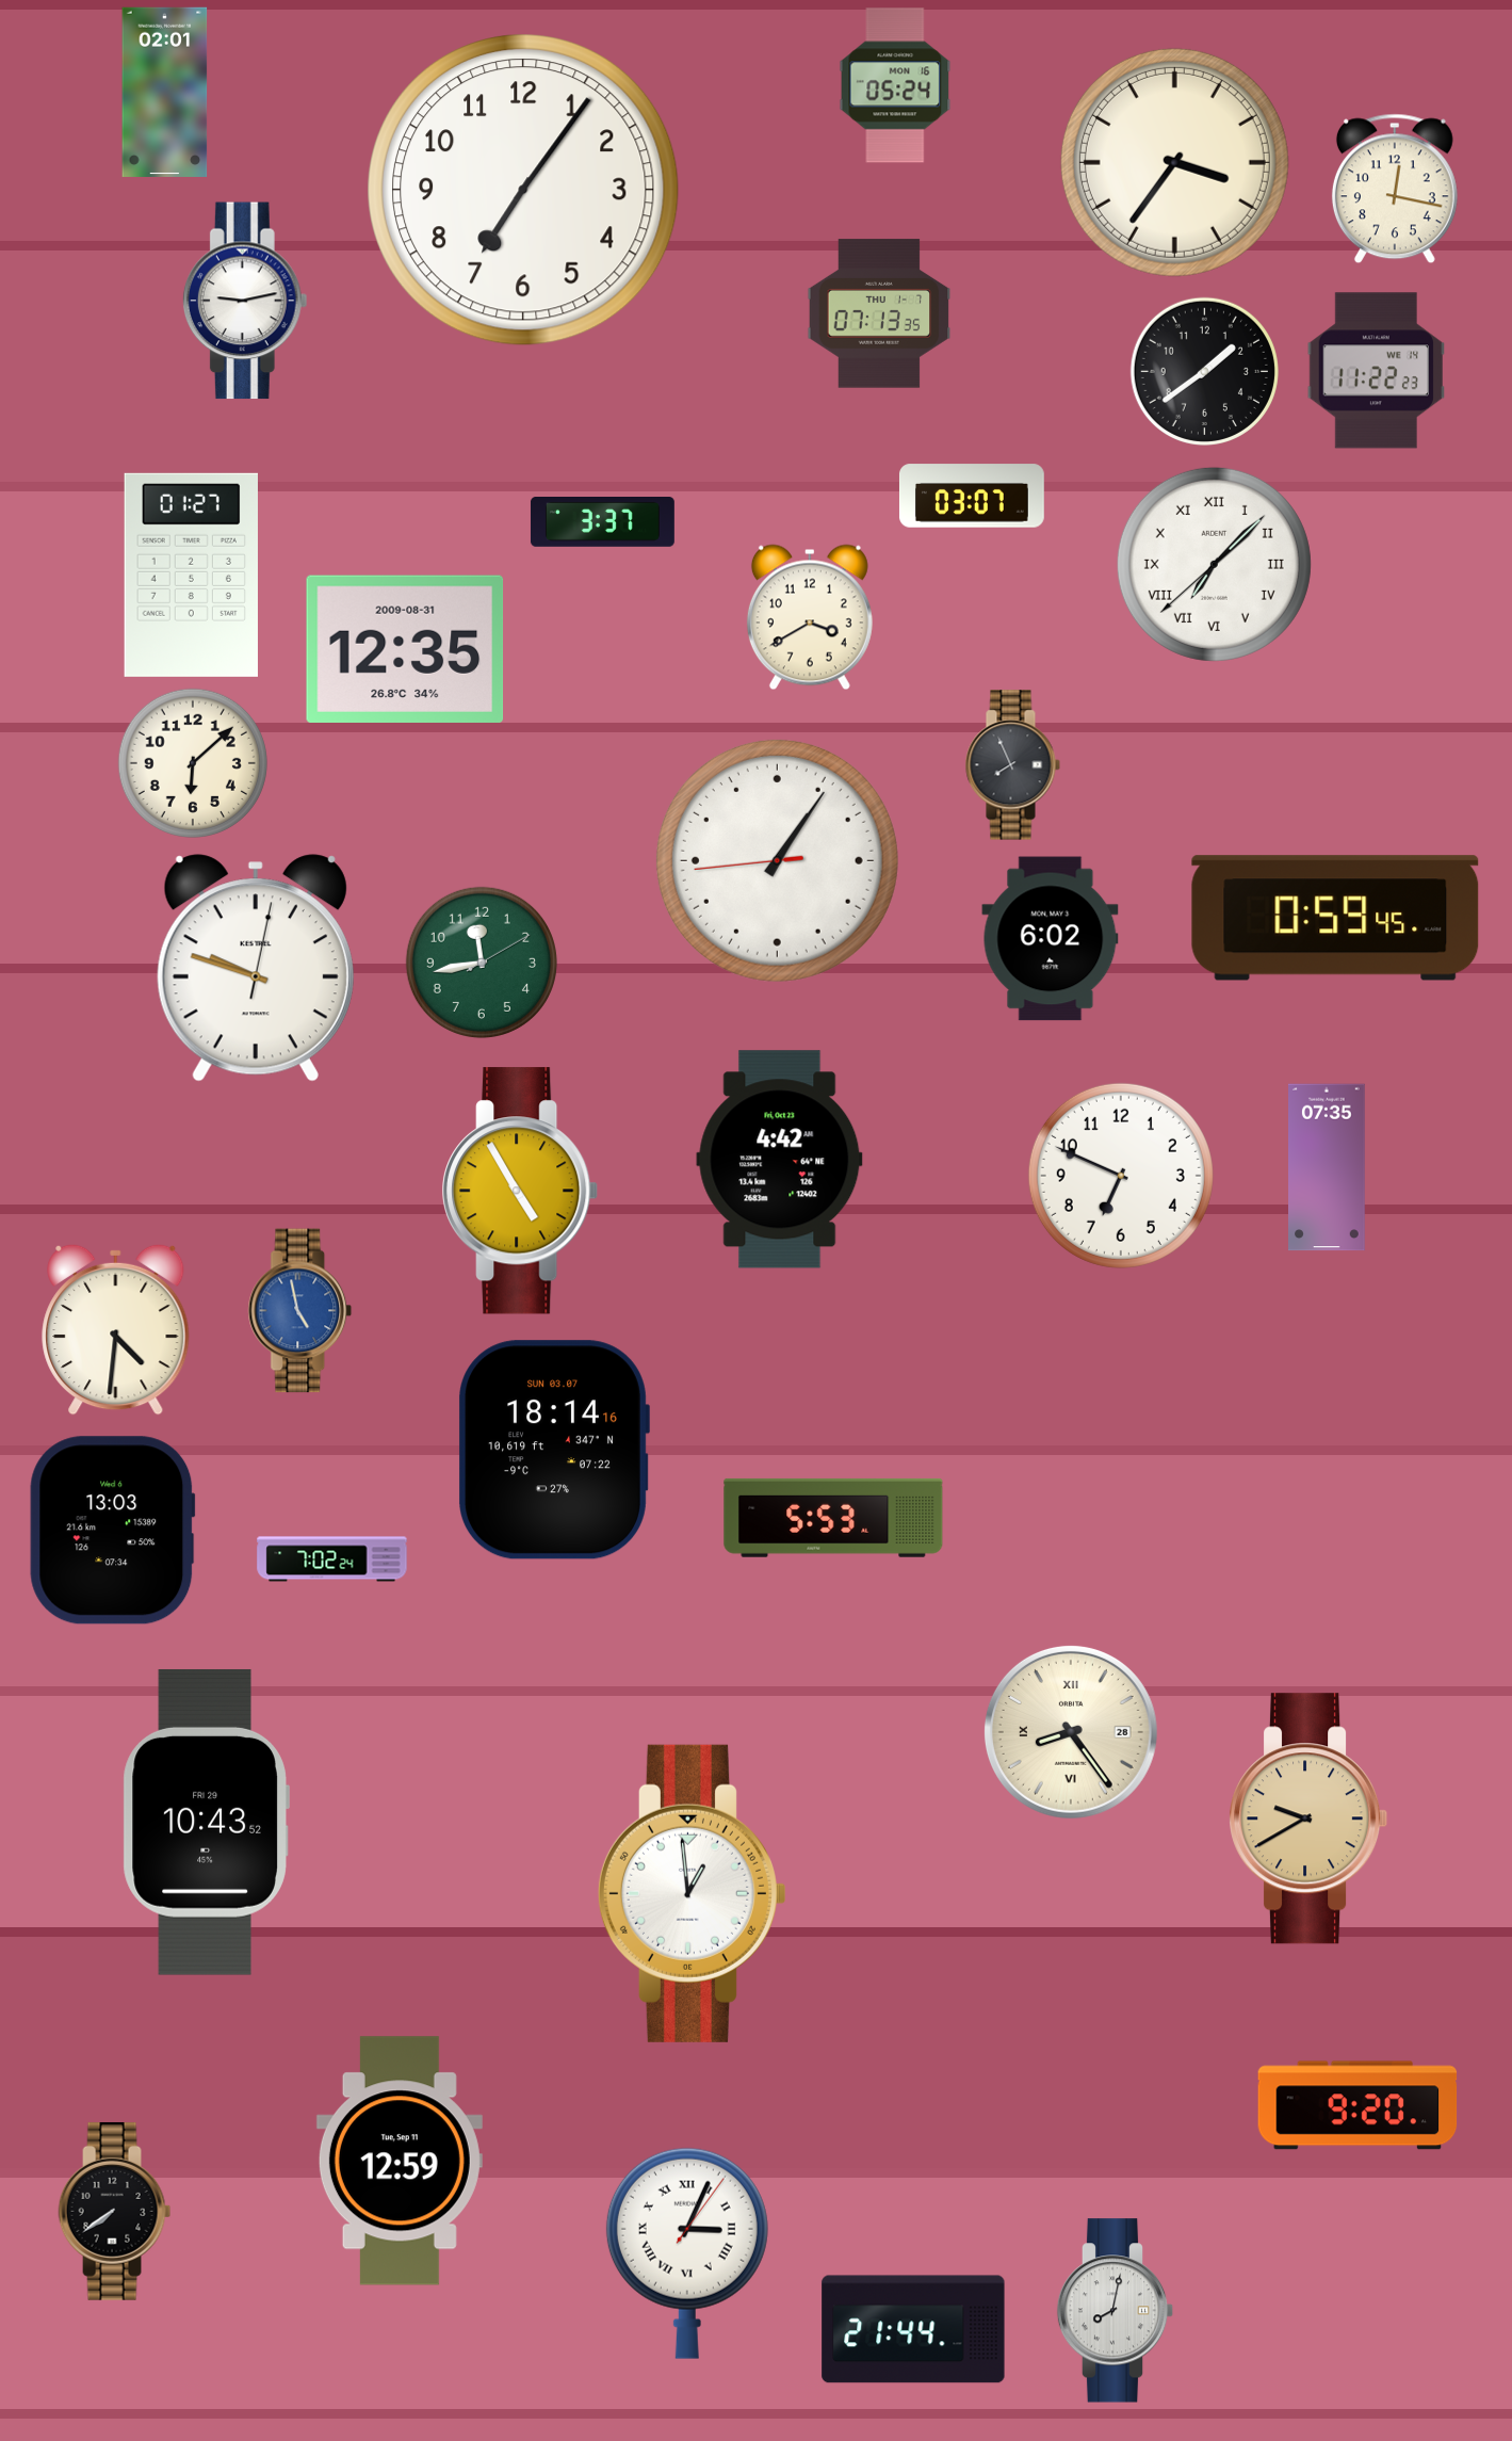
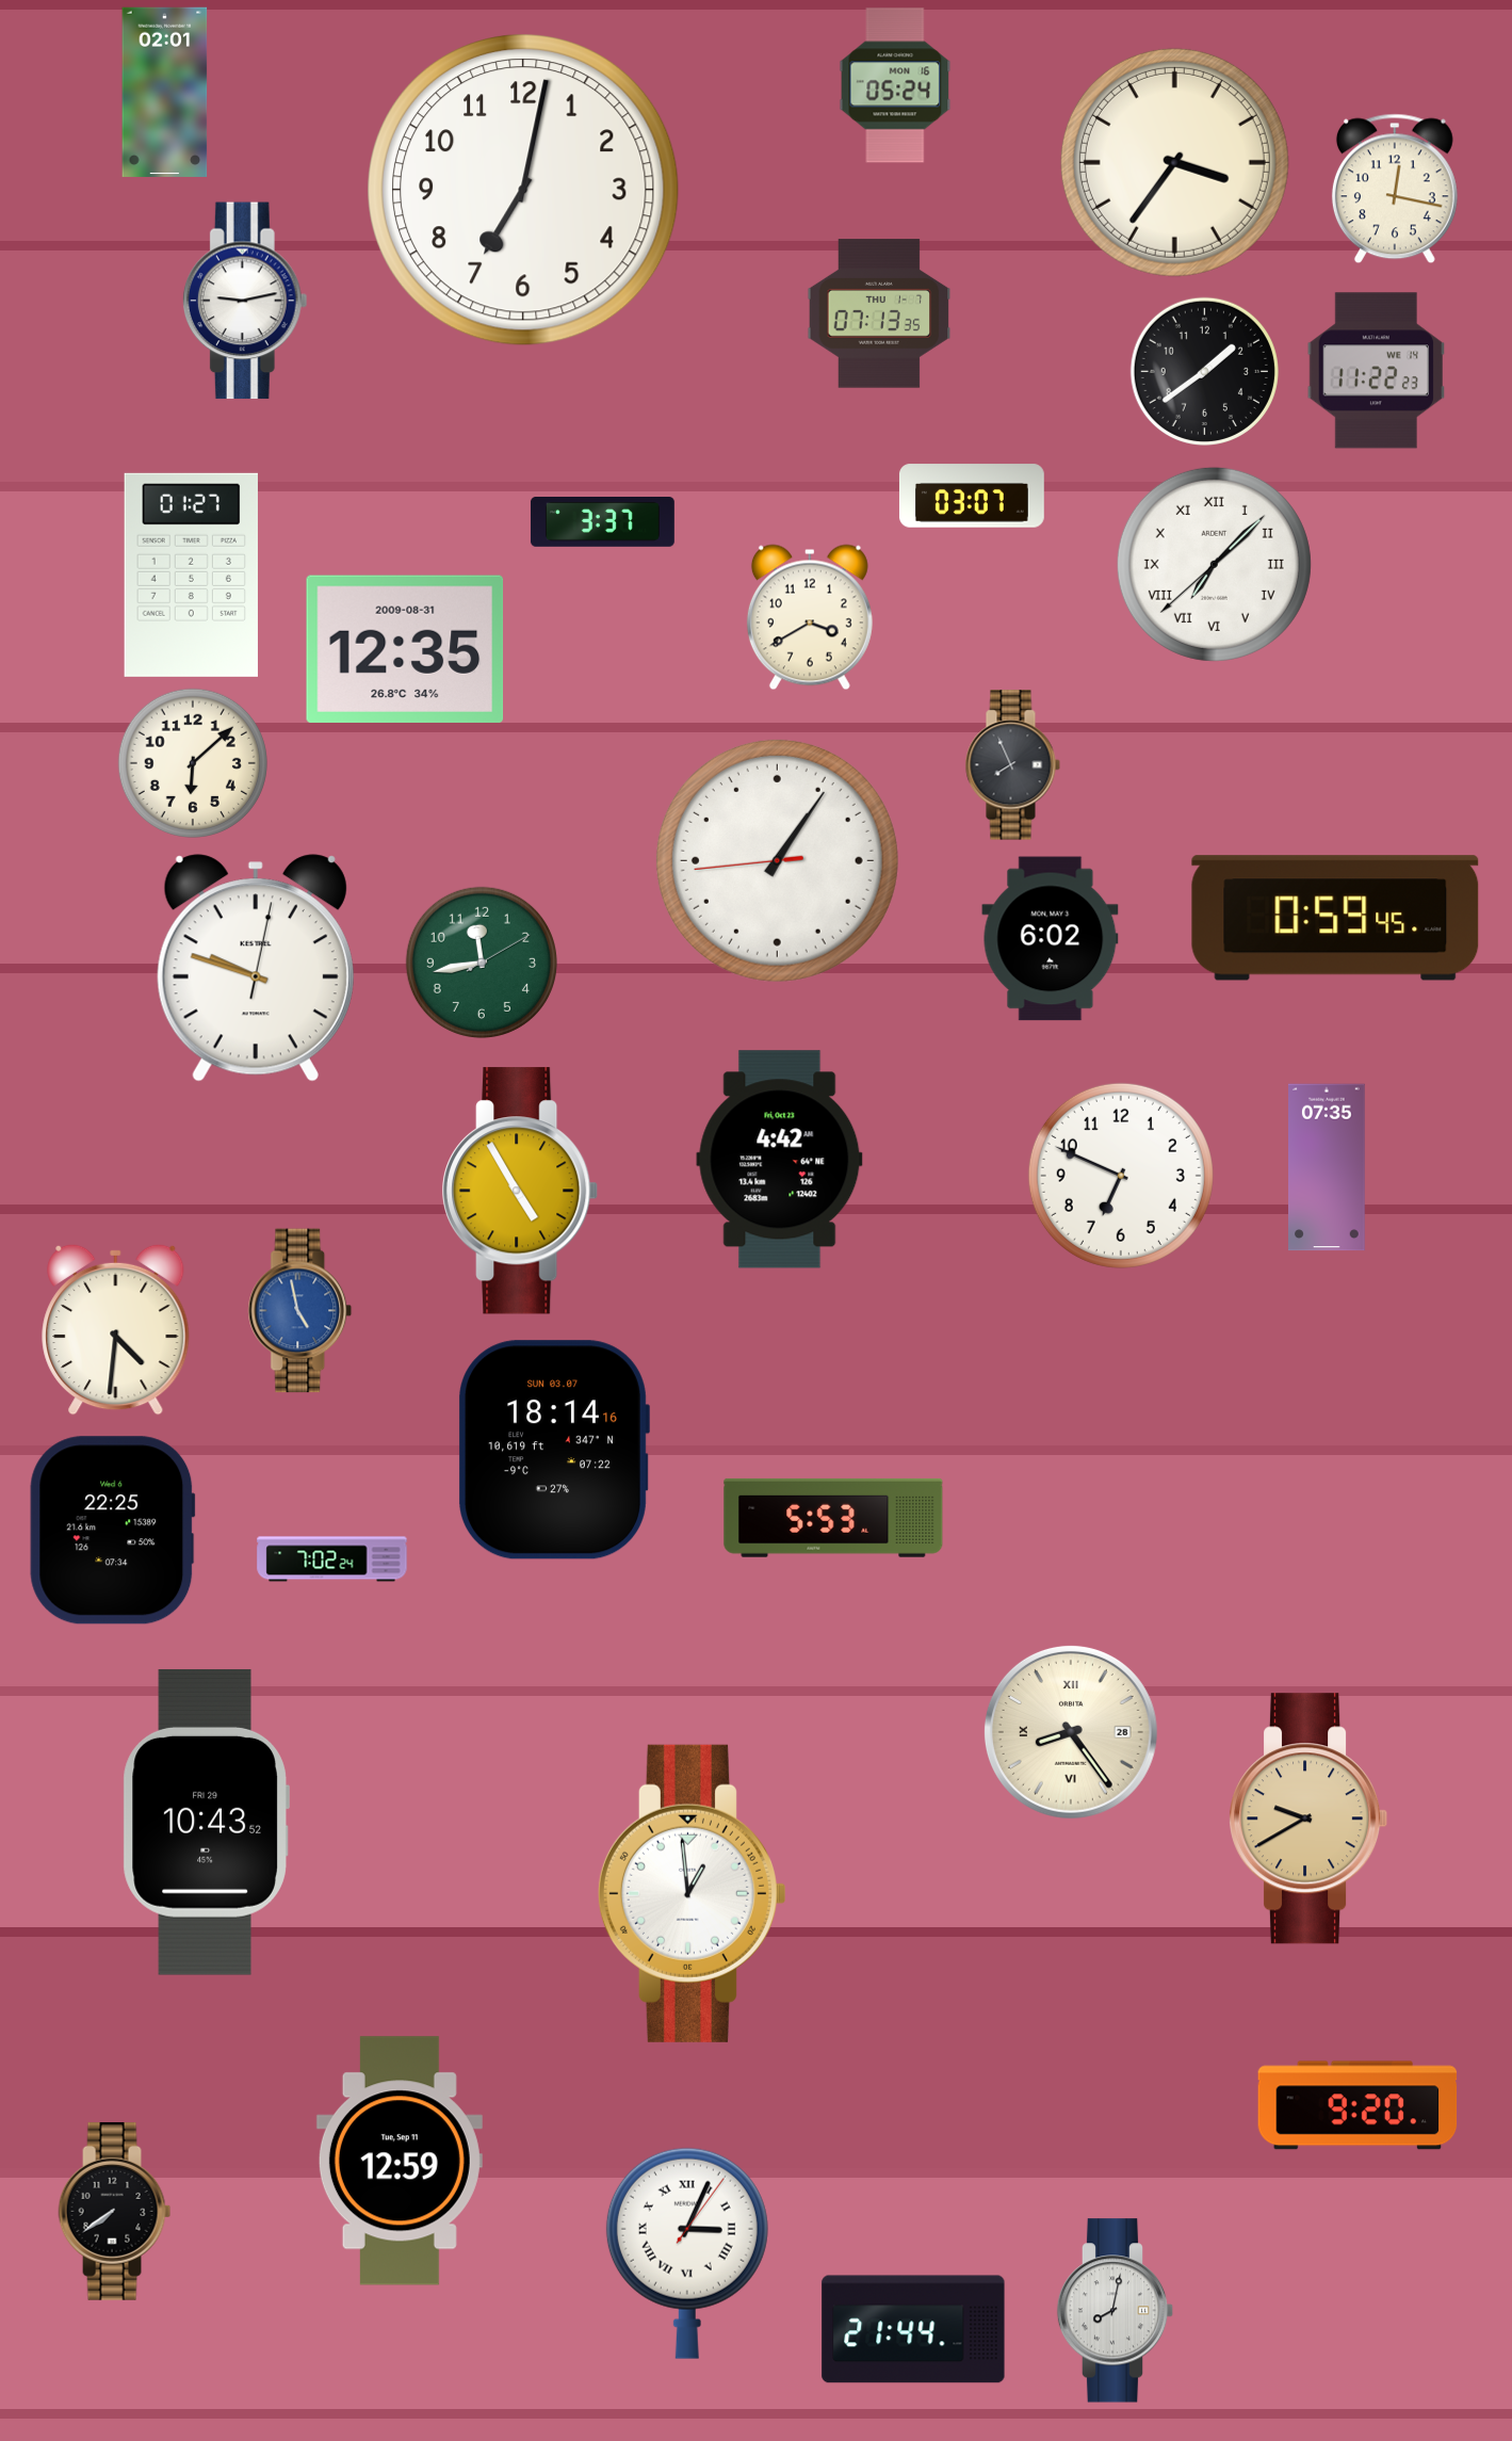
clock at (524, 191): 7:06 -> 7:02
clock at (113, 1531): 13:03 -> 22:25
